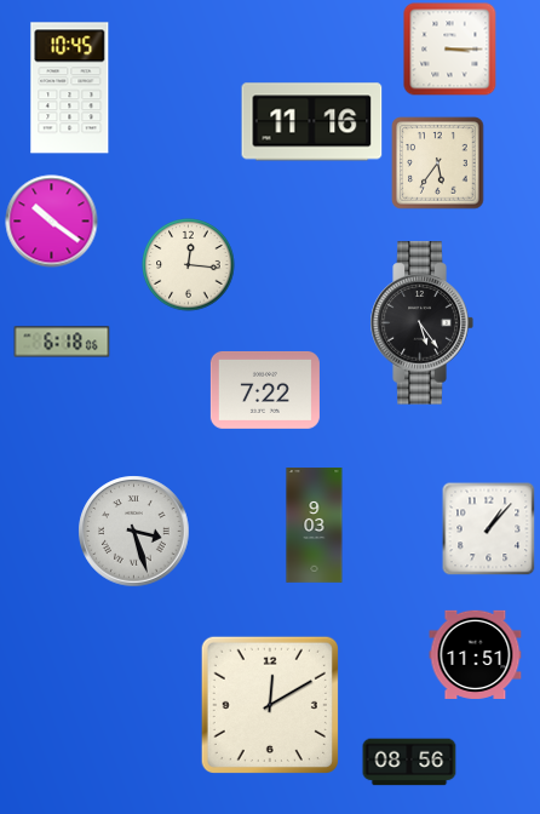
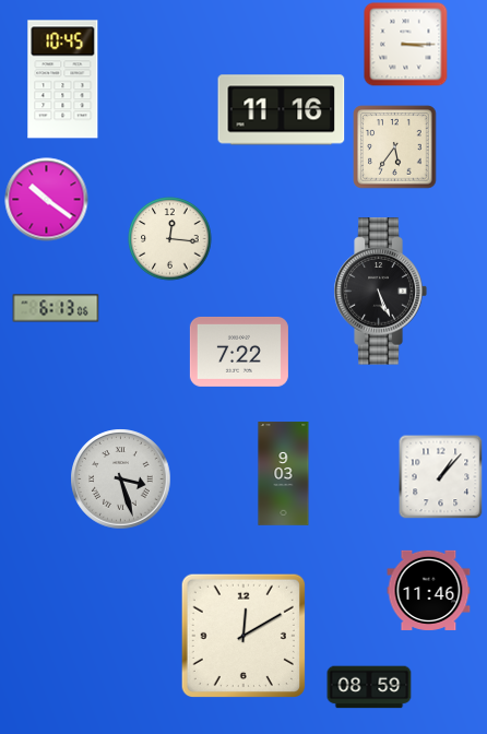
clock at (421, 323): 5:24 -> 5:26
clock at (62, 342): 6:18 -> 6:13
clock at (476, 654): 11:51 -> 11:46
clock at (409, 762): 08:56 -> 08:59
